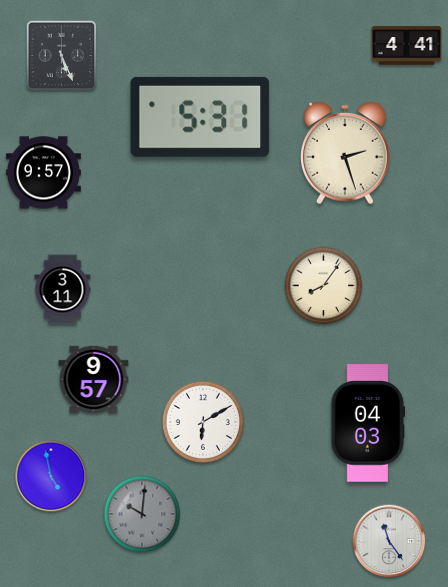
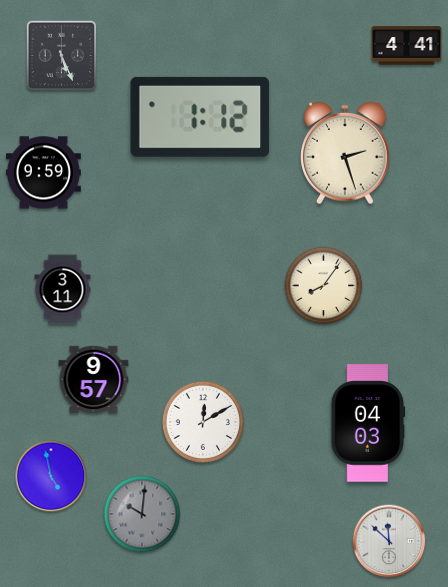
clock at (200, 117): 5:31 -> 1:12
clock at (43, 173): 9:57 -> 9:59
clock at (203, 422): 6:10 -> 12:10
clock at (389, 541): 11:24 -> 11:52
